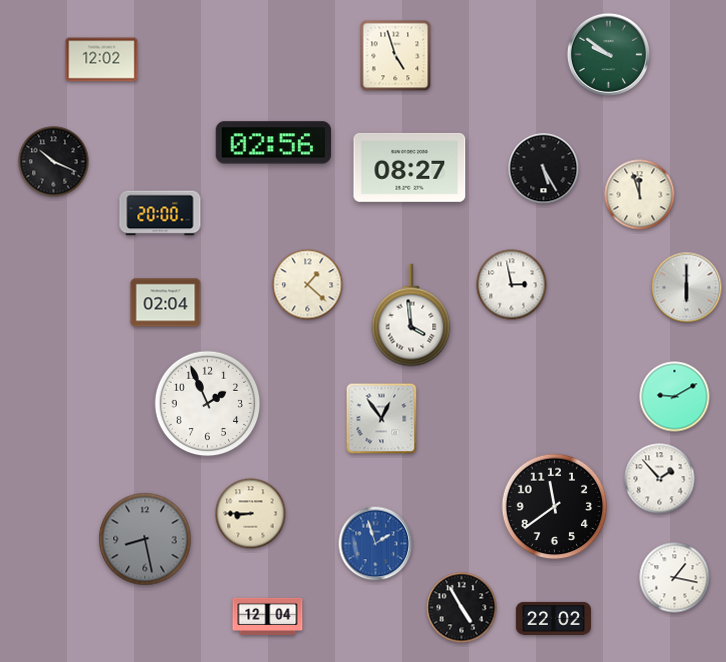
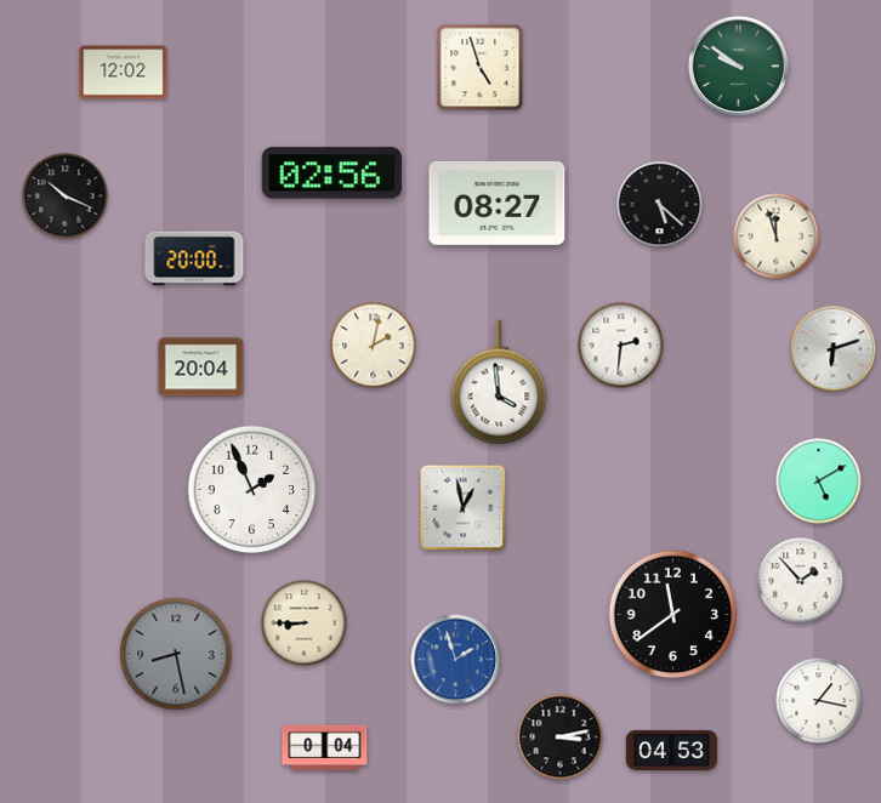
clock at (544, 169): 5:25 -> 5:22
clock at (308, 285): 1:22 -> 2:02
clock at (512, 285): 2:58 -> 2:31
clock at (687, 288): 6:00 -> 6:12
clock at (166, 303): 02:04 -> 20:04
clock at (675, 397): 9:10 -> 5:10
clock at (382, 419): 12:54 -> 12:58
clock at (462, 608): 4:55 -> 3:13
clock at (268, 616): 12:04 -> 0:04
clock at (553, 618): 22:02 -> 04:53
